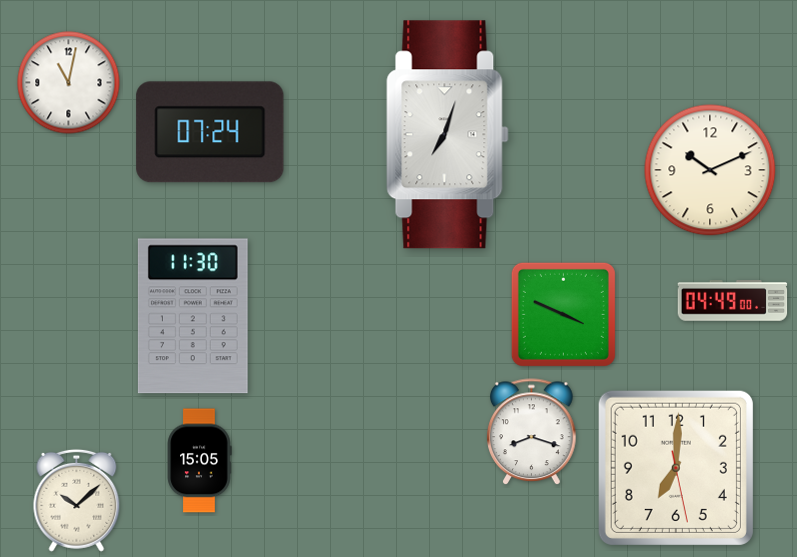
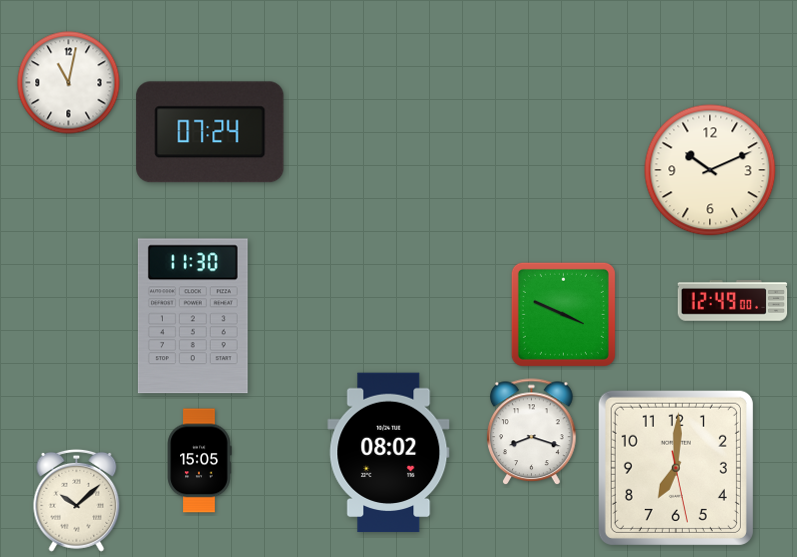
clock at (448, 135): 7:03 -> none
clock at (733, 301): 04:49 -> 12:49
clock at (389, 453): none -> 08:02
